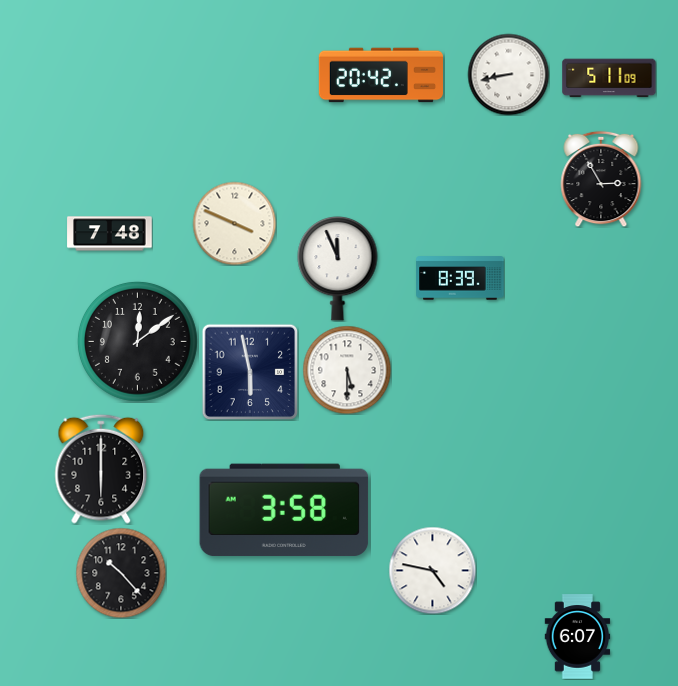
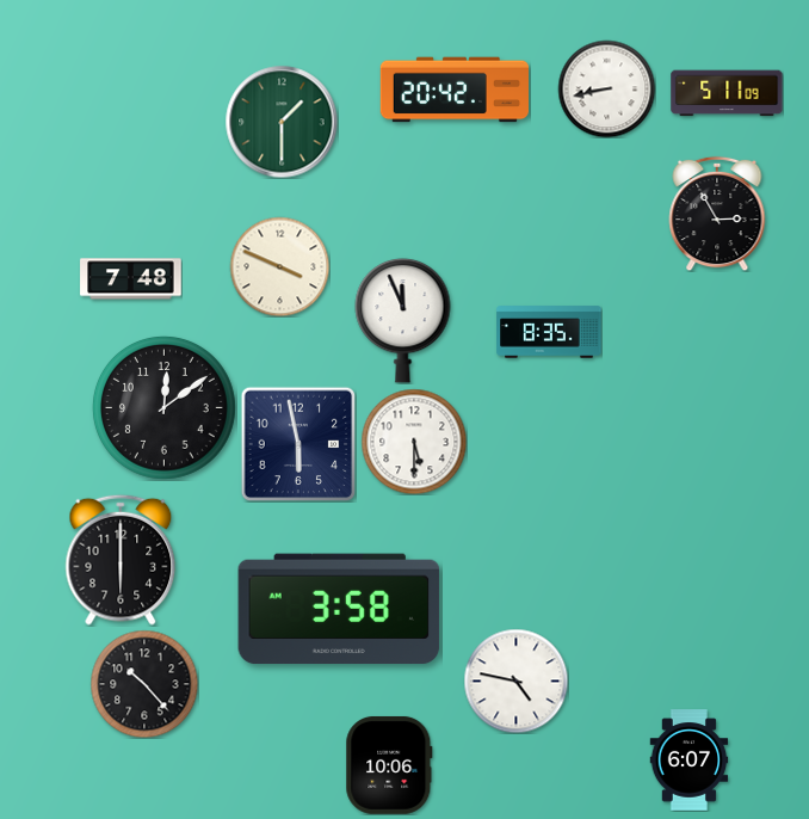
clock at (282, 122): none -> 1:30
clock at (460, 278): 8:39 -> 8:35
clock at (389, 765): none -> 10:06
